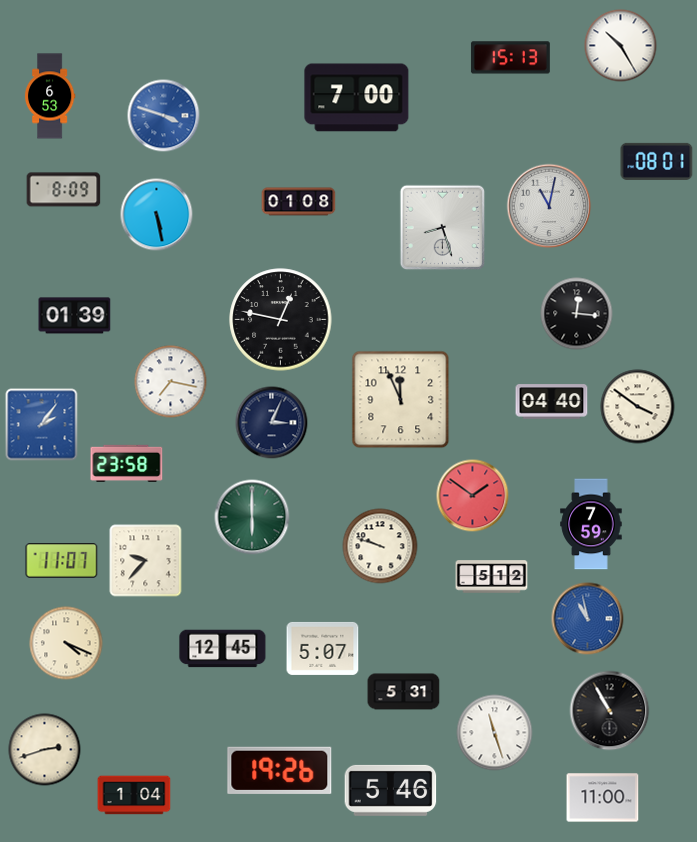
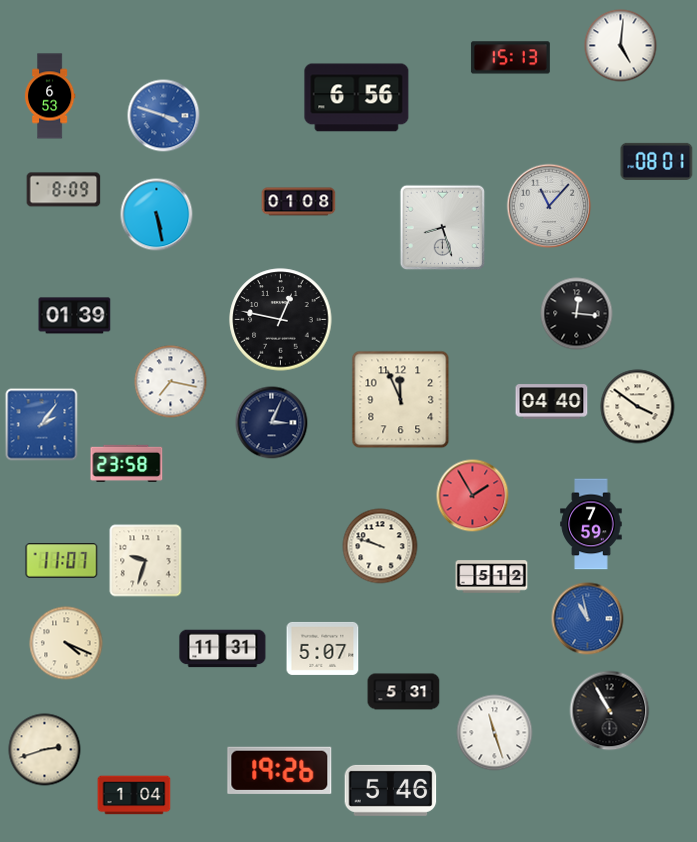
clock at (621, 46): 10:25 -> 5:01
clock at (357, 98): 7:00 -> 6:56
clock at (549, 206): 11:02 -> 11:07
clock at (473, 496): 1:51 -> 1:55
clock at (252, 517): 6:00 -> none
clock at (146, 561): 9:37 -> 9:33
clock at (223, 649): 12:45 -> 11:31
clock at (603, 798): 11:00 -> none
